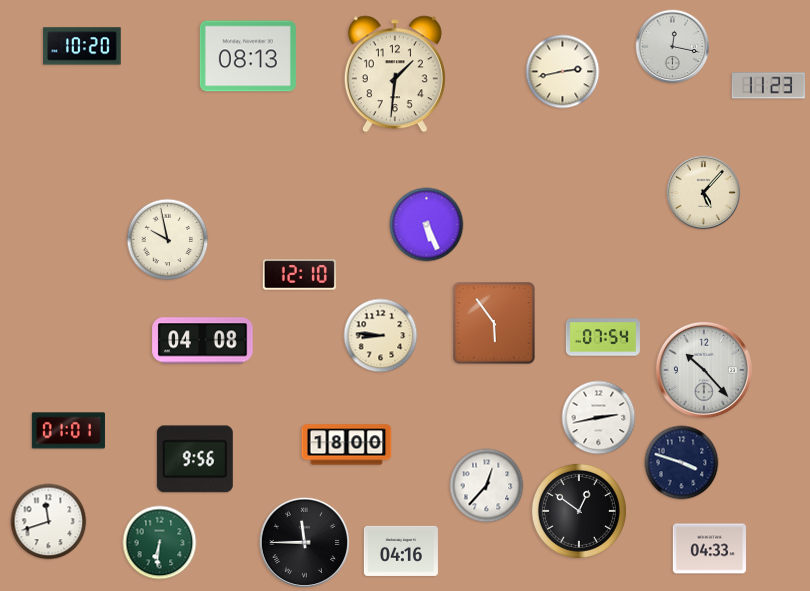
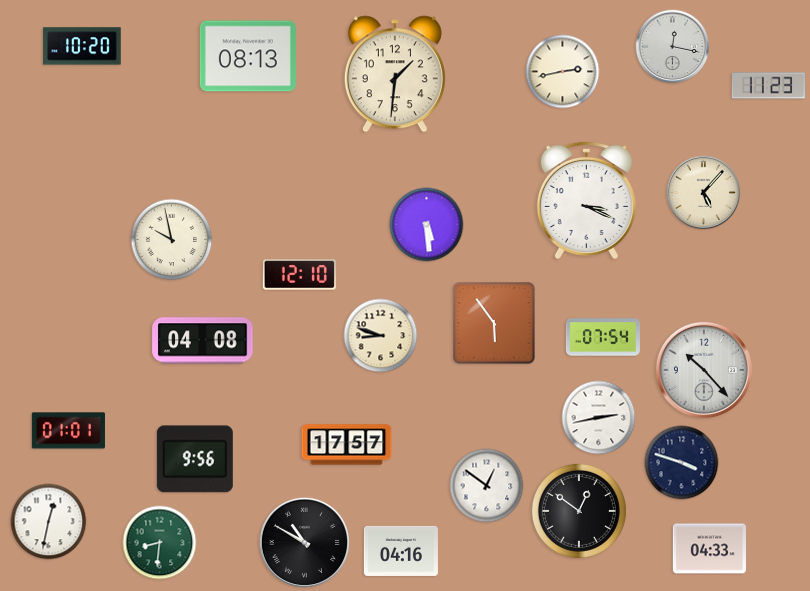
clock at (586, 200): none -> 3:19
clock at (427, 225): 5:26 -> 5:29
clock at (168, 240) position: (168, 240) -> (172, 240)
clock at (381, 336): 8:46 -> 8:48
clock at (347, 445): 18:00 -> 17:57
clock at (487, 486): 12:37 -> 12:51
clock at (49, 522): 11:42 -> 12:32
clock at (304, 542): 11:45 -> 10:50
clock at (160, 543): 6:31 -> 8:31
